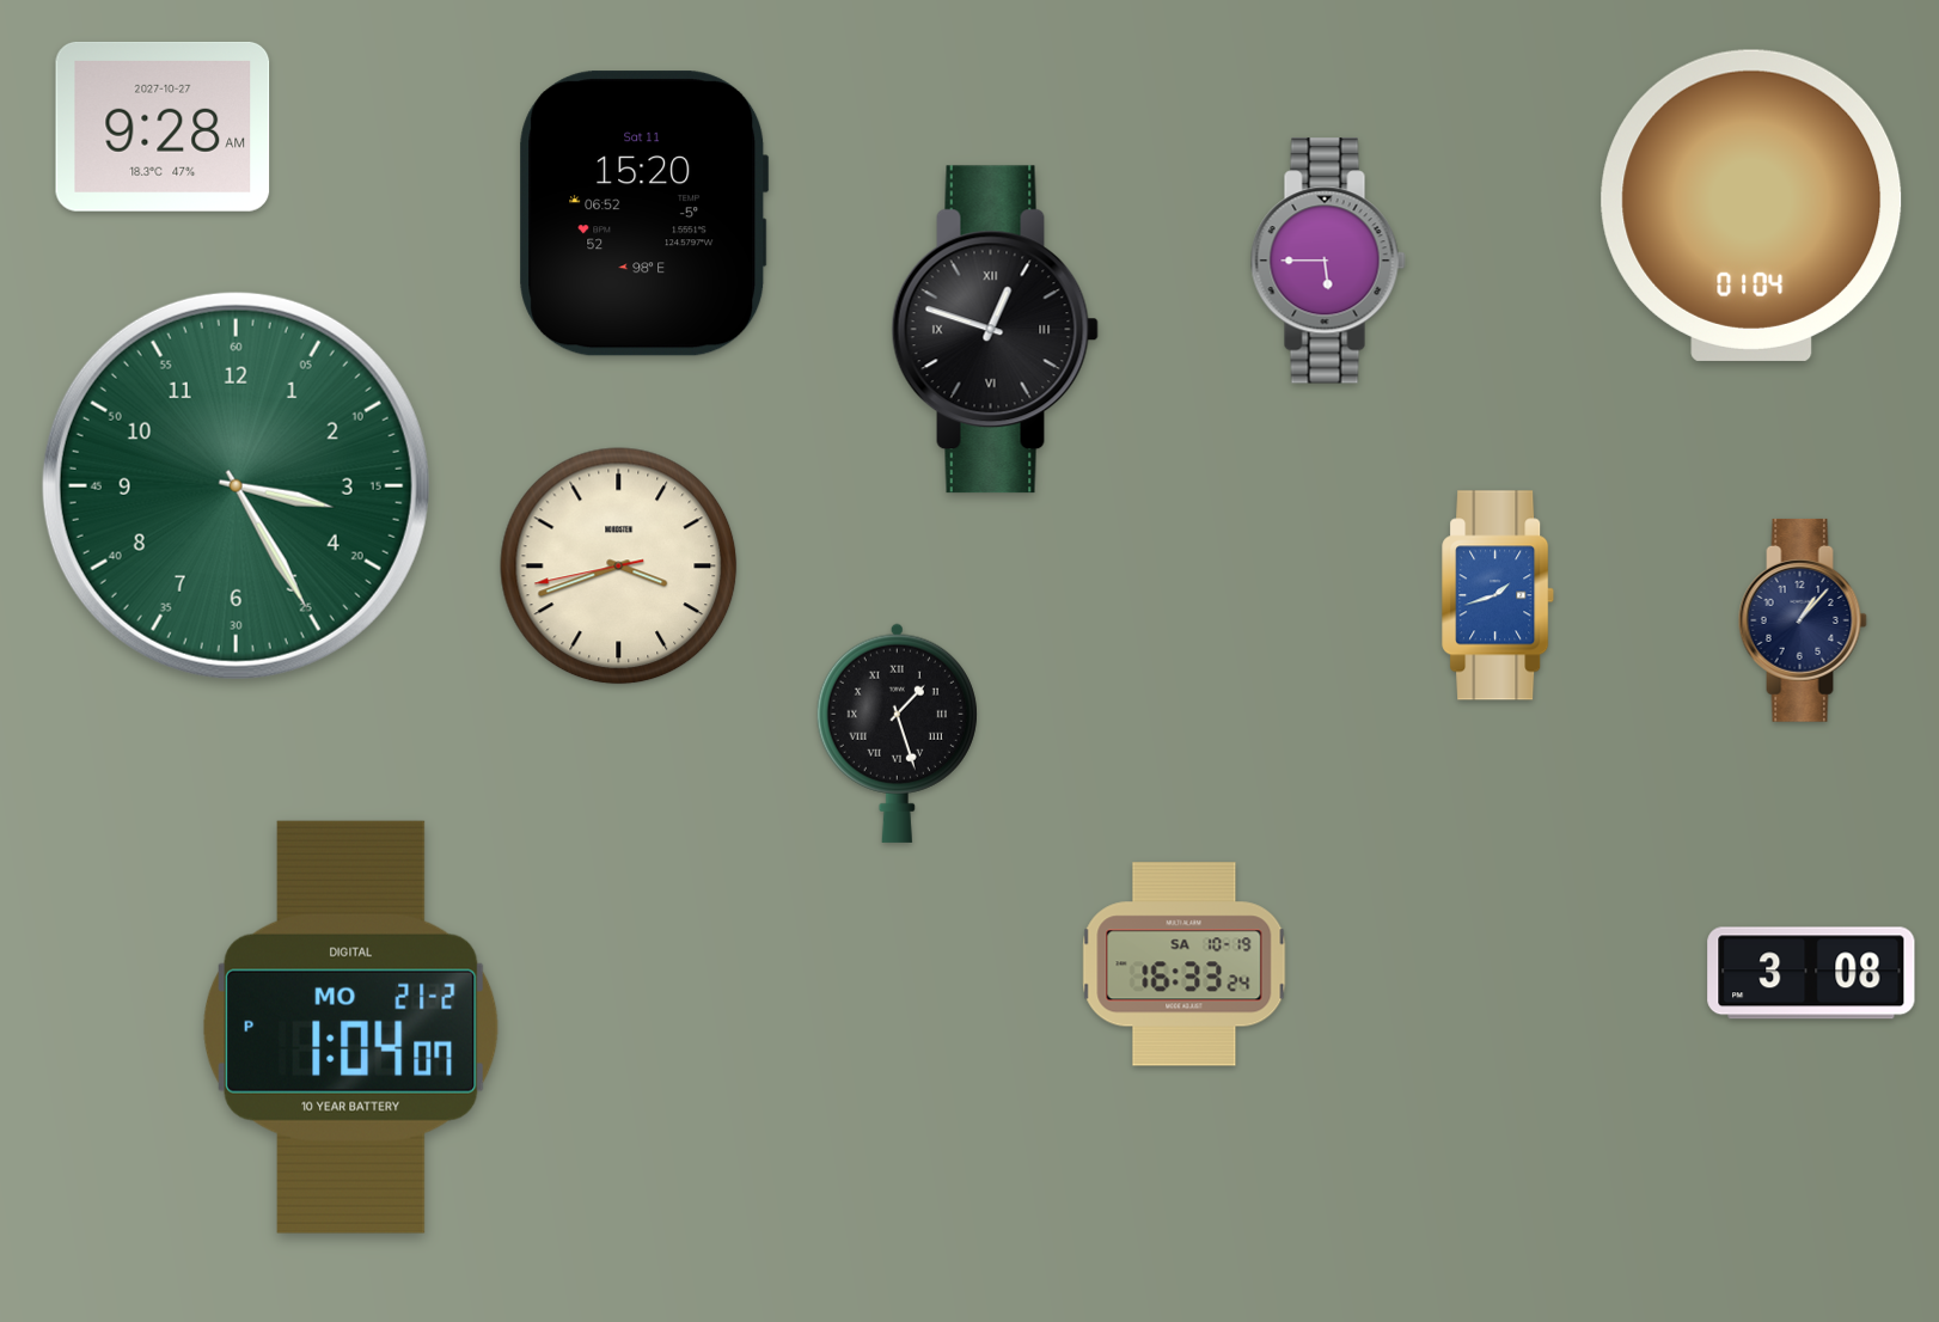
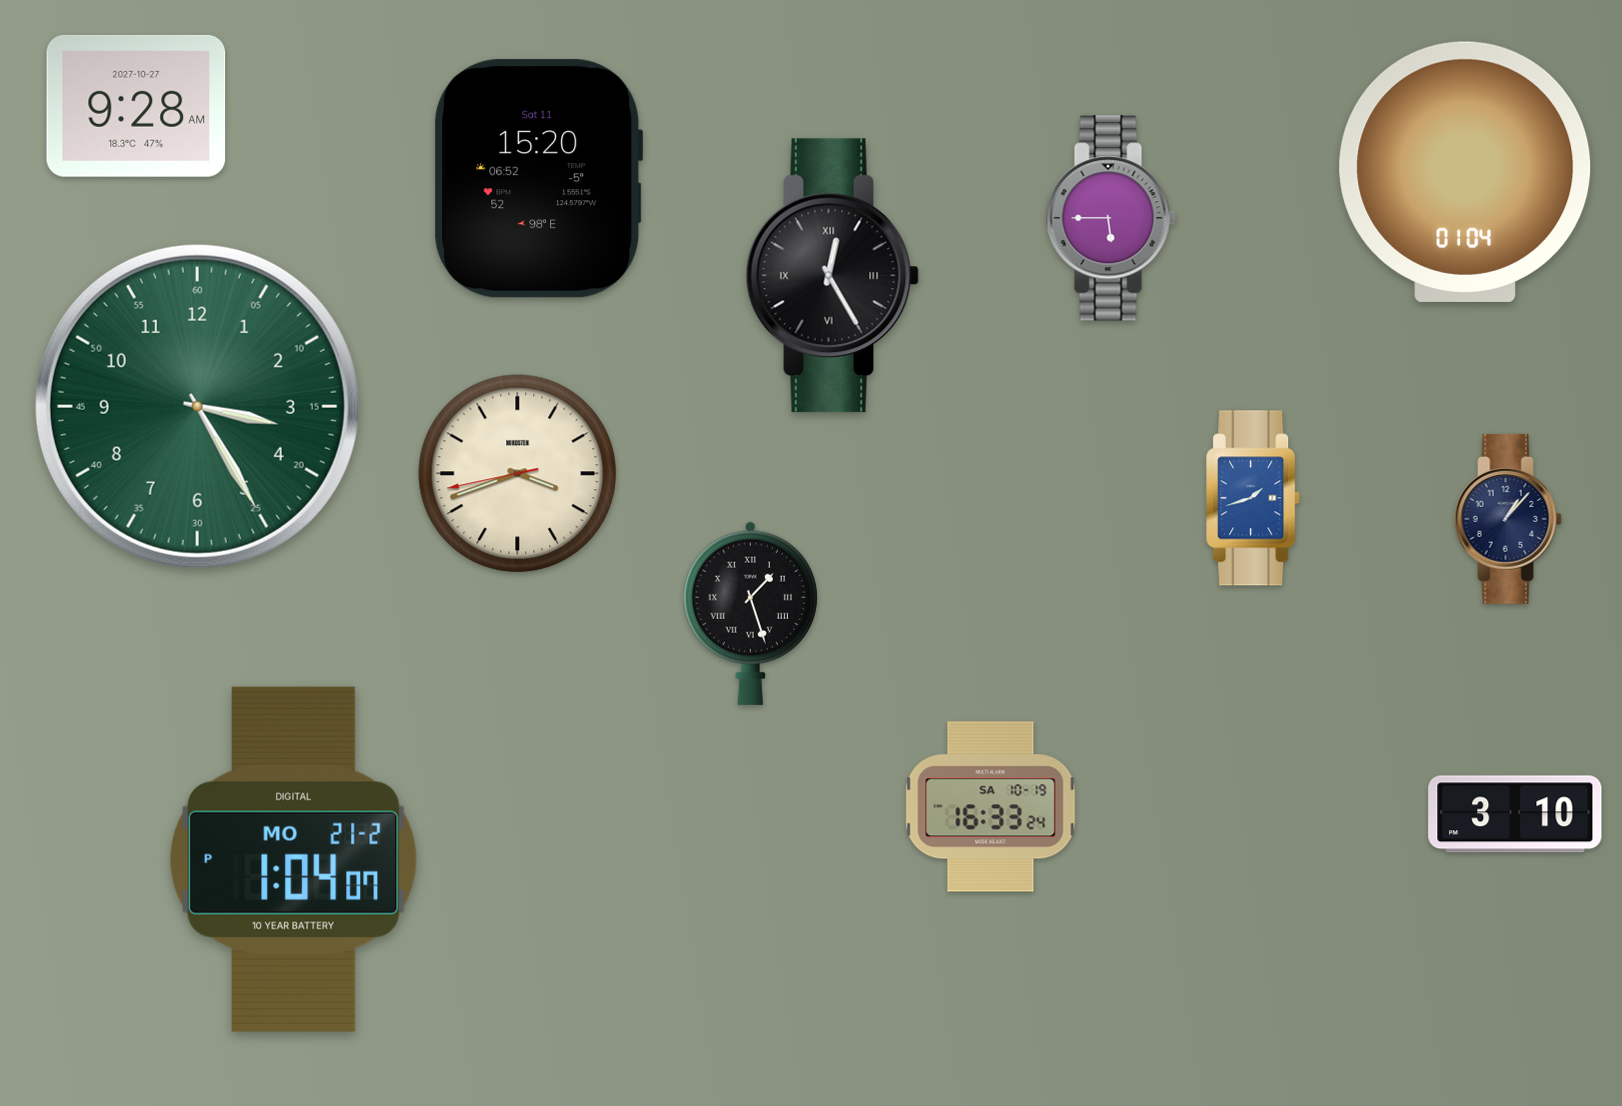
clock at (995, 330): 12:48 -> 12:25
clock at (1811, 973): 3:08 -> 3:10
